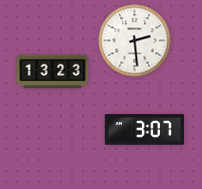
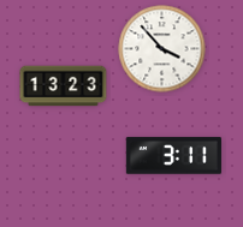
clock at (135, 41): 2:29 -> 3:53
clock at (144, 130): 3:07 -> 3:11
